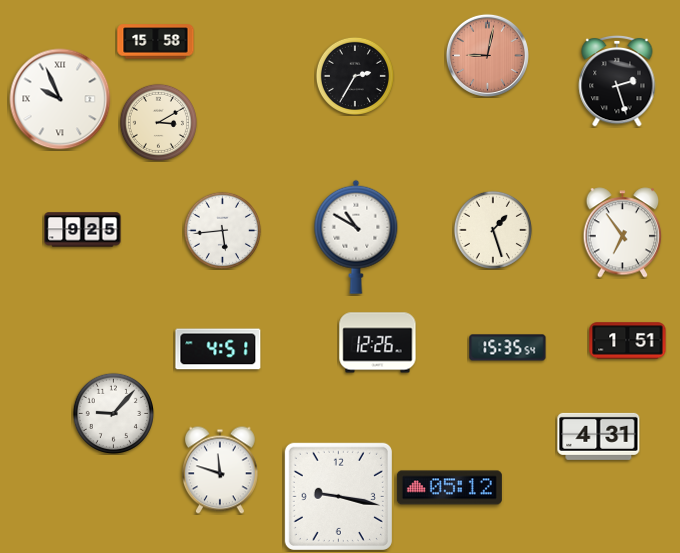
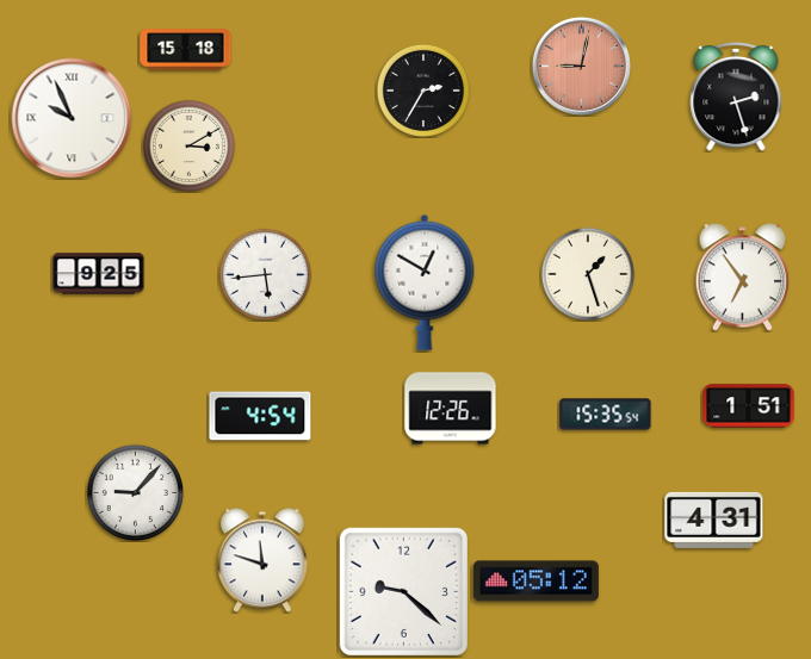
clock at (156, 42): 15:58 -> 15:18
clock at (356, 237): 10:50 -> 12:50
clock at (218, 349): 4:51 -> 4:54
clock at (338, 496): 9:17 -> 9:22
